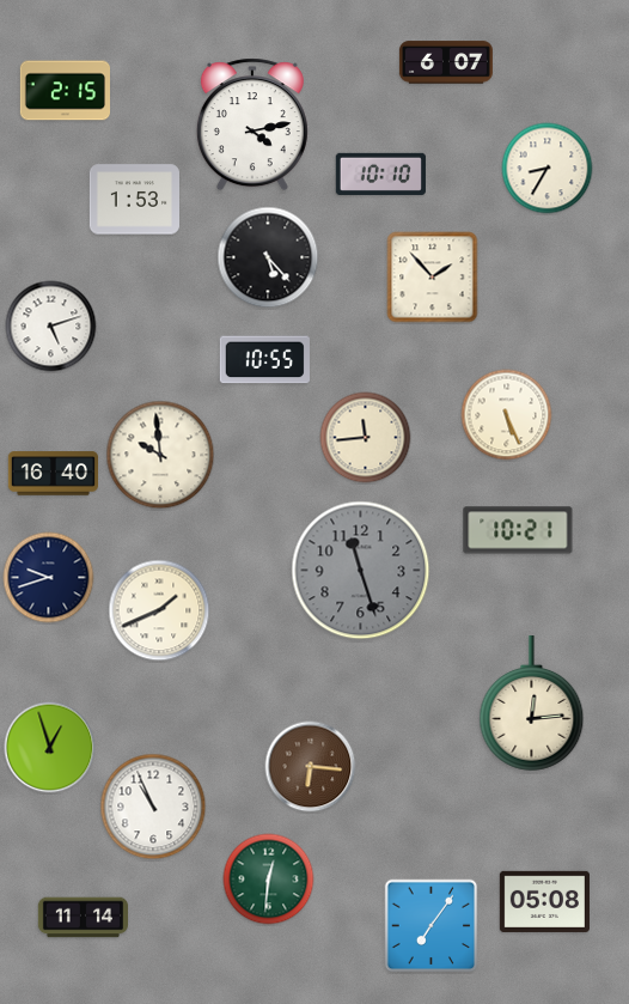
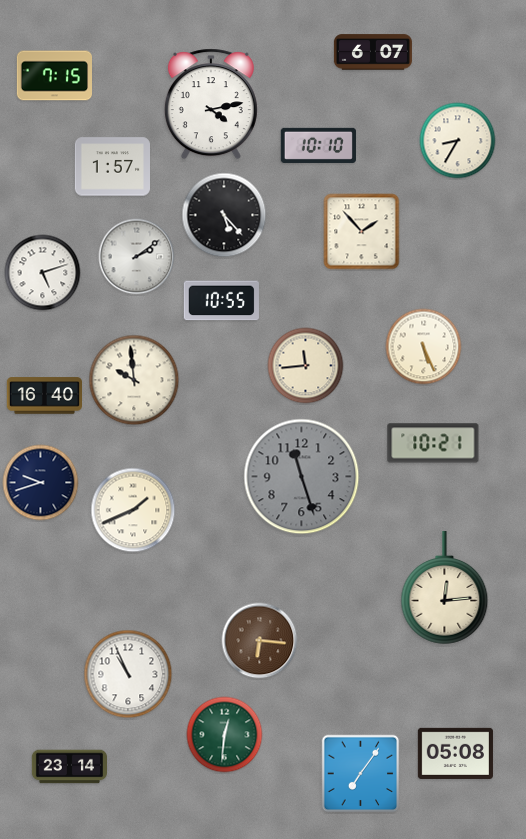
clock at (65, 91): 2:15 -> 7:15
clock at (134, 200): 1:53 -> 1:57
clock at (137, 257): none -> 2:09
clock at (50, 748): 12:57 -> none
clock at (83, 918): 11:14 -> 23:14
